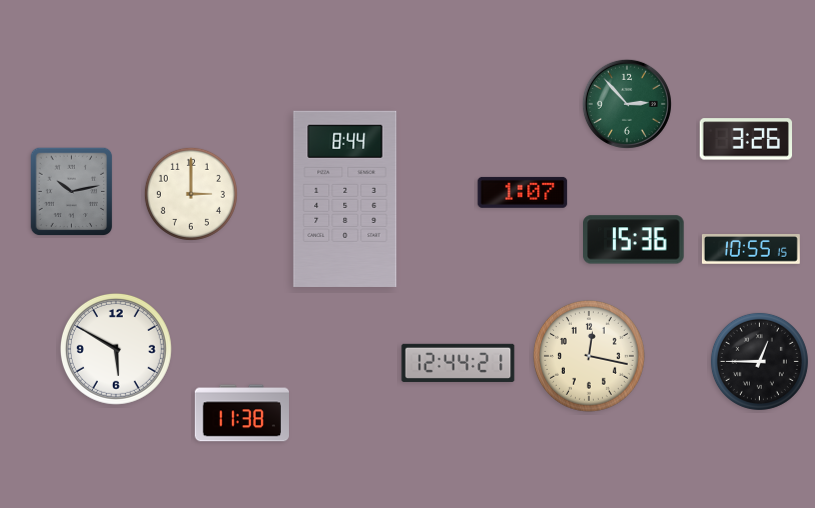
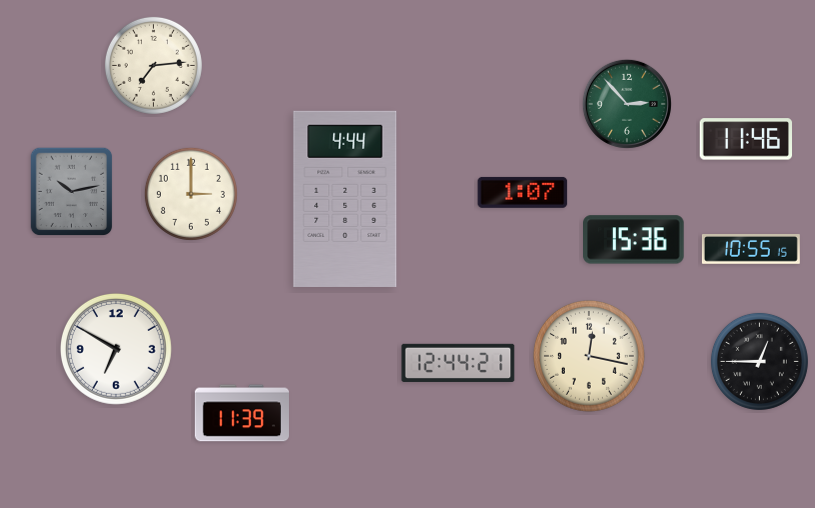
clock at (153, 65): none -> 7:14
clock at (746, 139): 3:26 -> 11:46
clock at (345, 199): 8:44 -> 4:44
clock at (116, 349): 5:50 -> 6:50
clock at (242, 413): 11:38 -> 11:39
